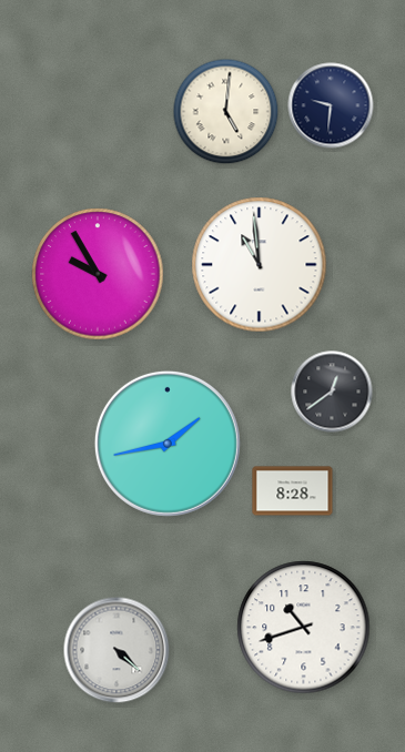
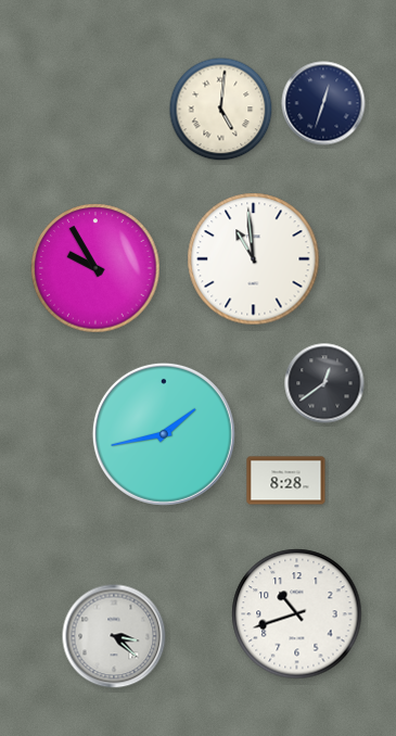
clock at (331, 105): 9:31 -> 12:33
clock at (117, 650): 4:22 -> 3:22
